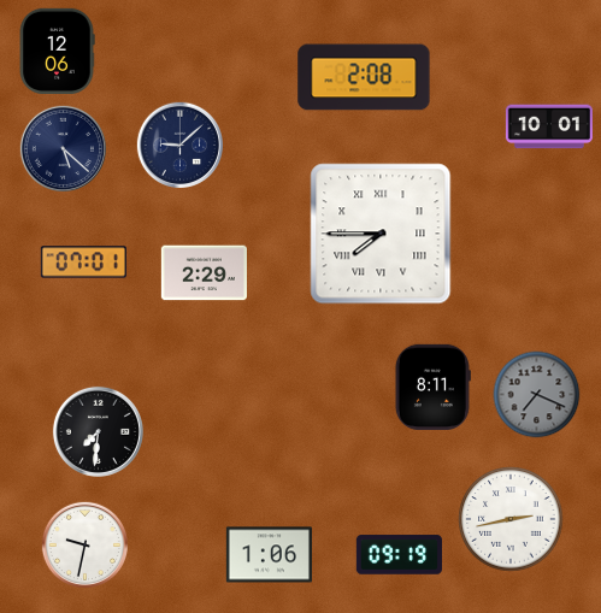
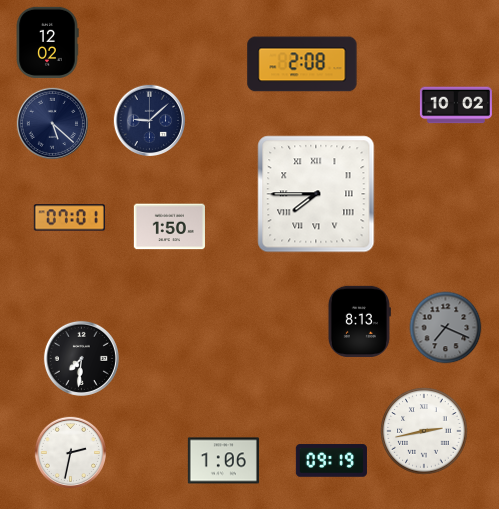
clock at (57, 51): 12:06 -> 12:02
clock at (549, 126): 10:01 -> 10:02
clock at (204, 273): 2:29 -> 1:50
clock at (432, 387): 8:11 -> 8:13
clock at (84, 544): 9:32 -> 2:32
